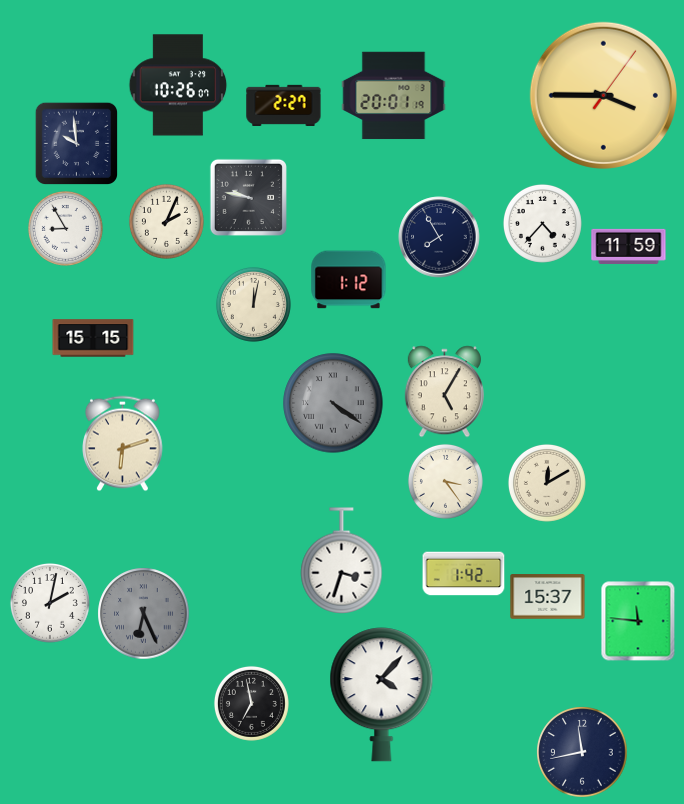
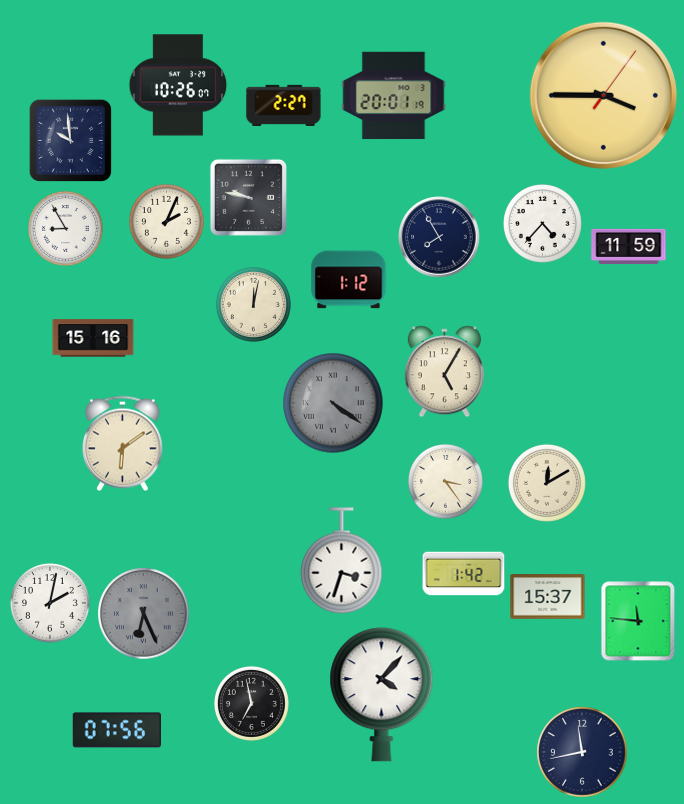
clock at (77, 144) position: (77, 144) -> (71, 141)
clock at (93, 338): 15:15 -> 15:16
clock at (444, 392) position: (444, 392) -> (444, 372)
clock at (123, 444): 6:12 -> 6:09
clock at (116, 730): none -> 07:56
